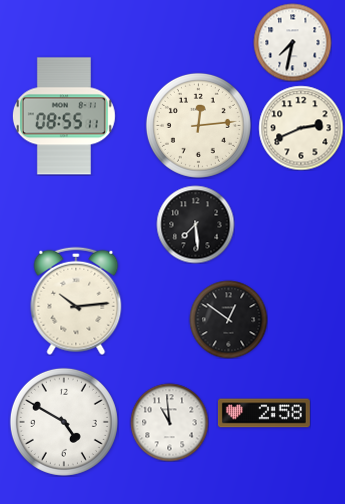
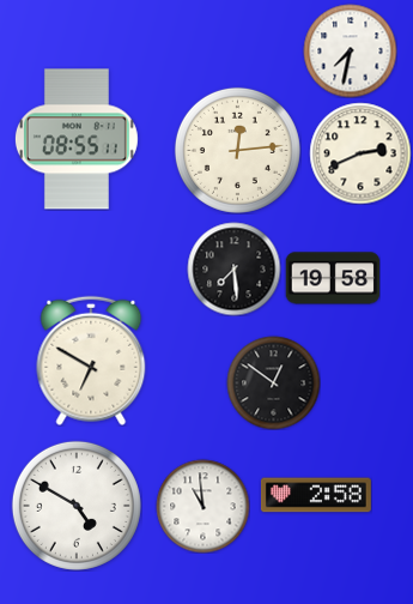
clock at (333, 278): none -> 19:58
clock at (76, 301): 10:14 -> 6:50
